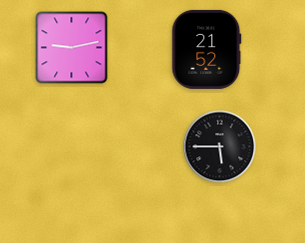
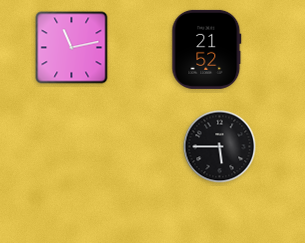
clock at (72, 48): 9:13 -> 11:13
